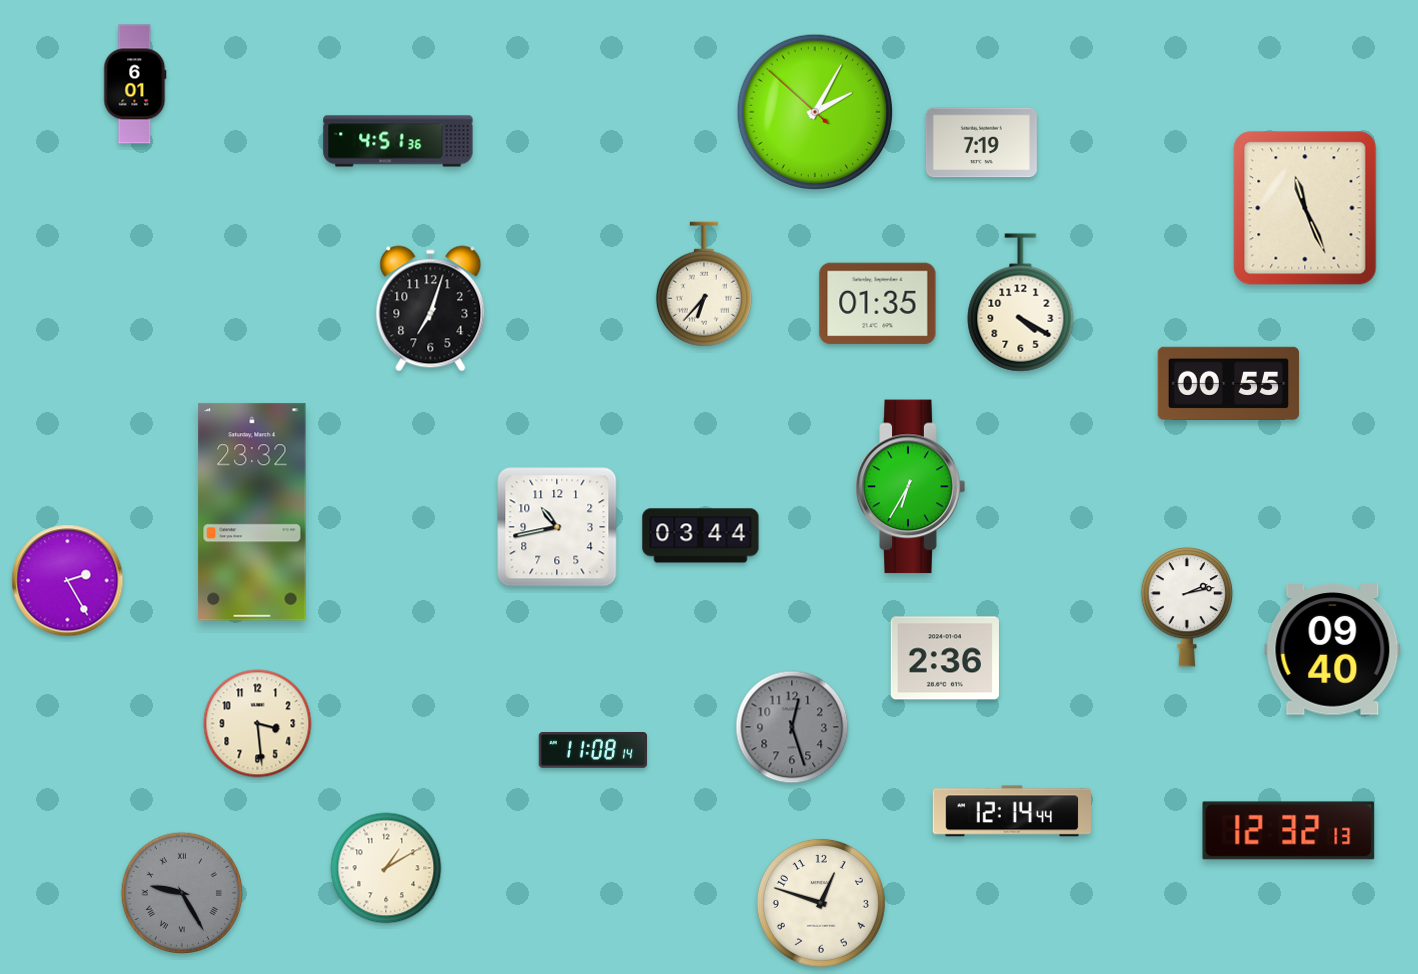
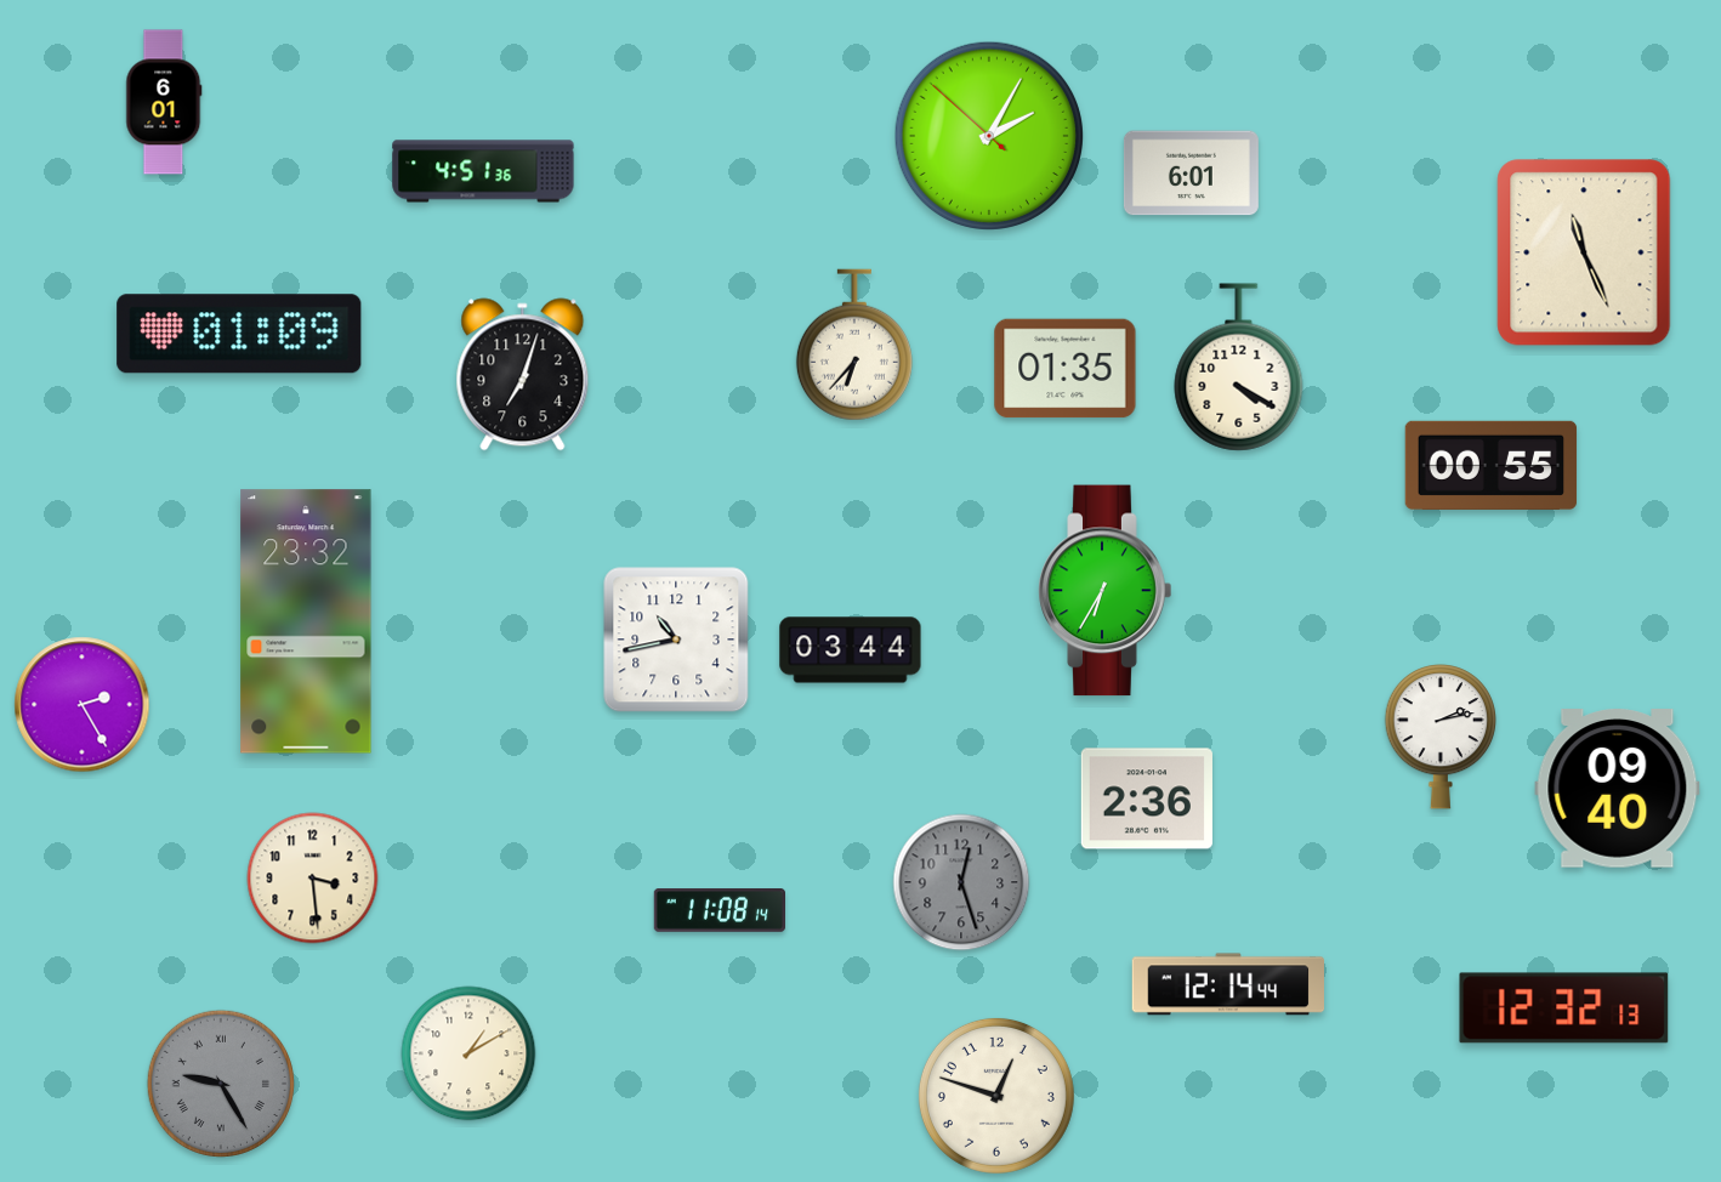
clock at (981, 143): 7:19 -> 6:01
clock at (239, 334): none -> 01:09
